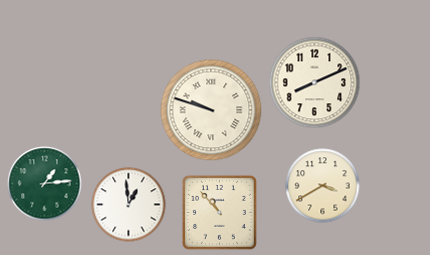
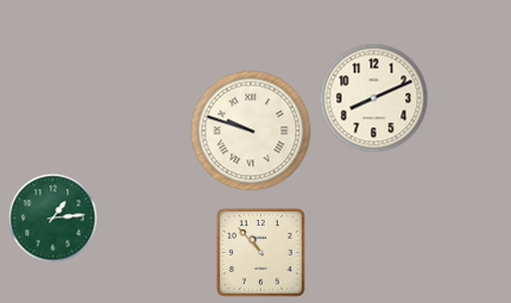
clock at (323, 186): 3:40 -> none
clock at (129, 205): 12:59 -> none
